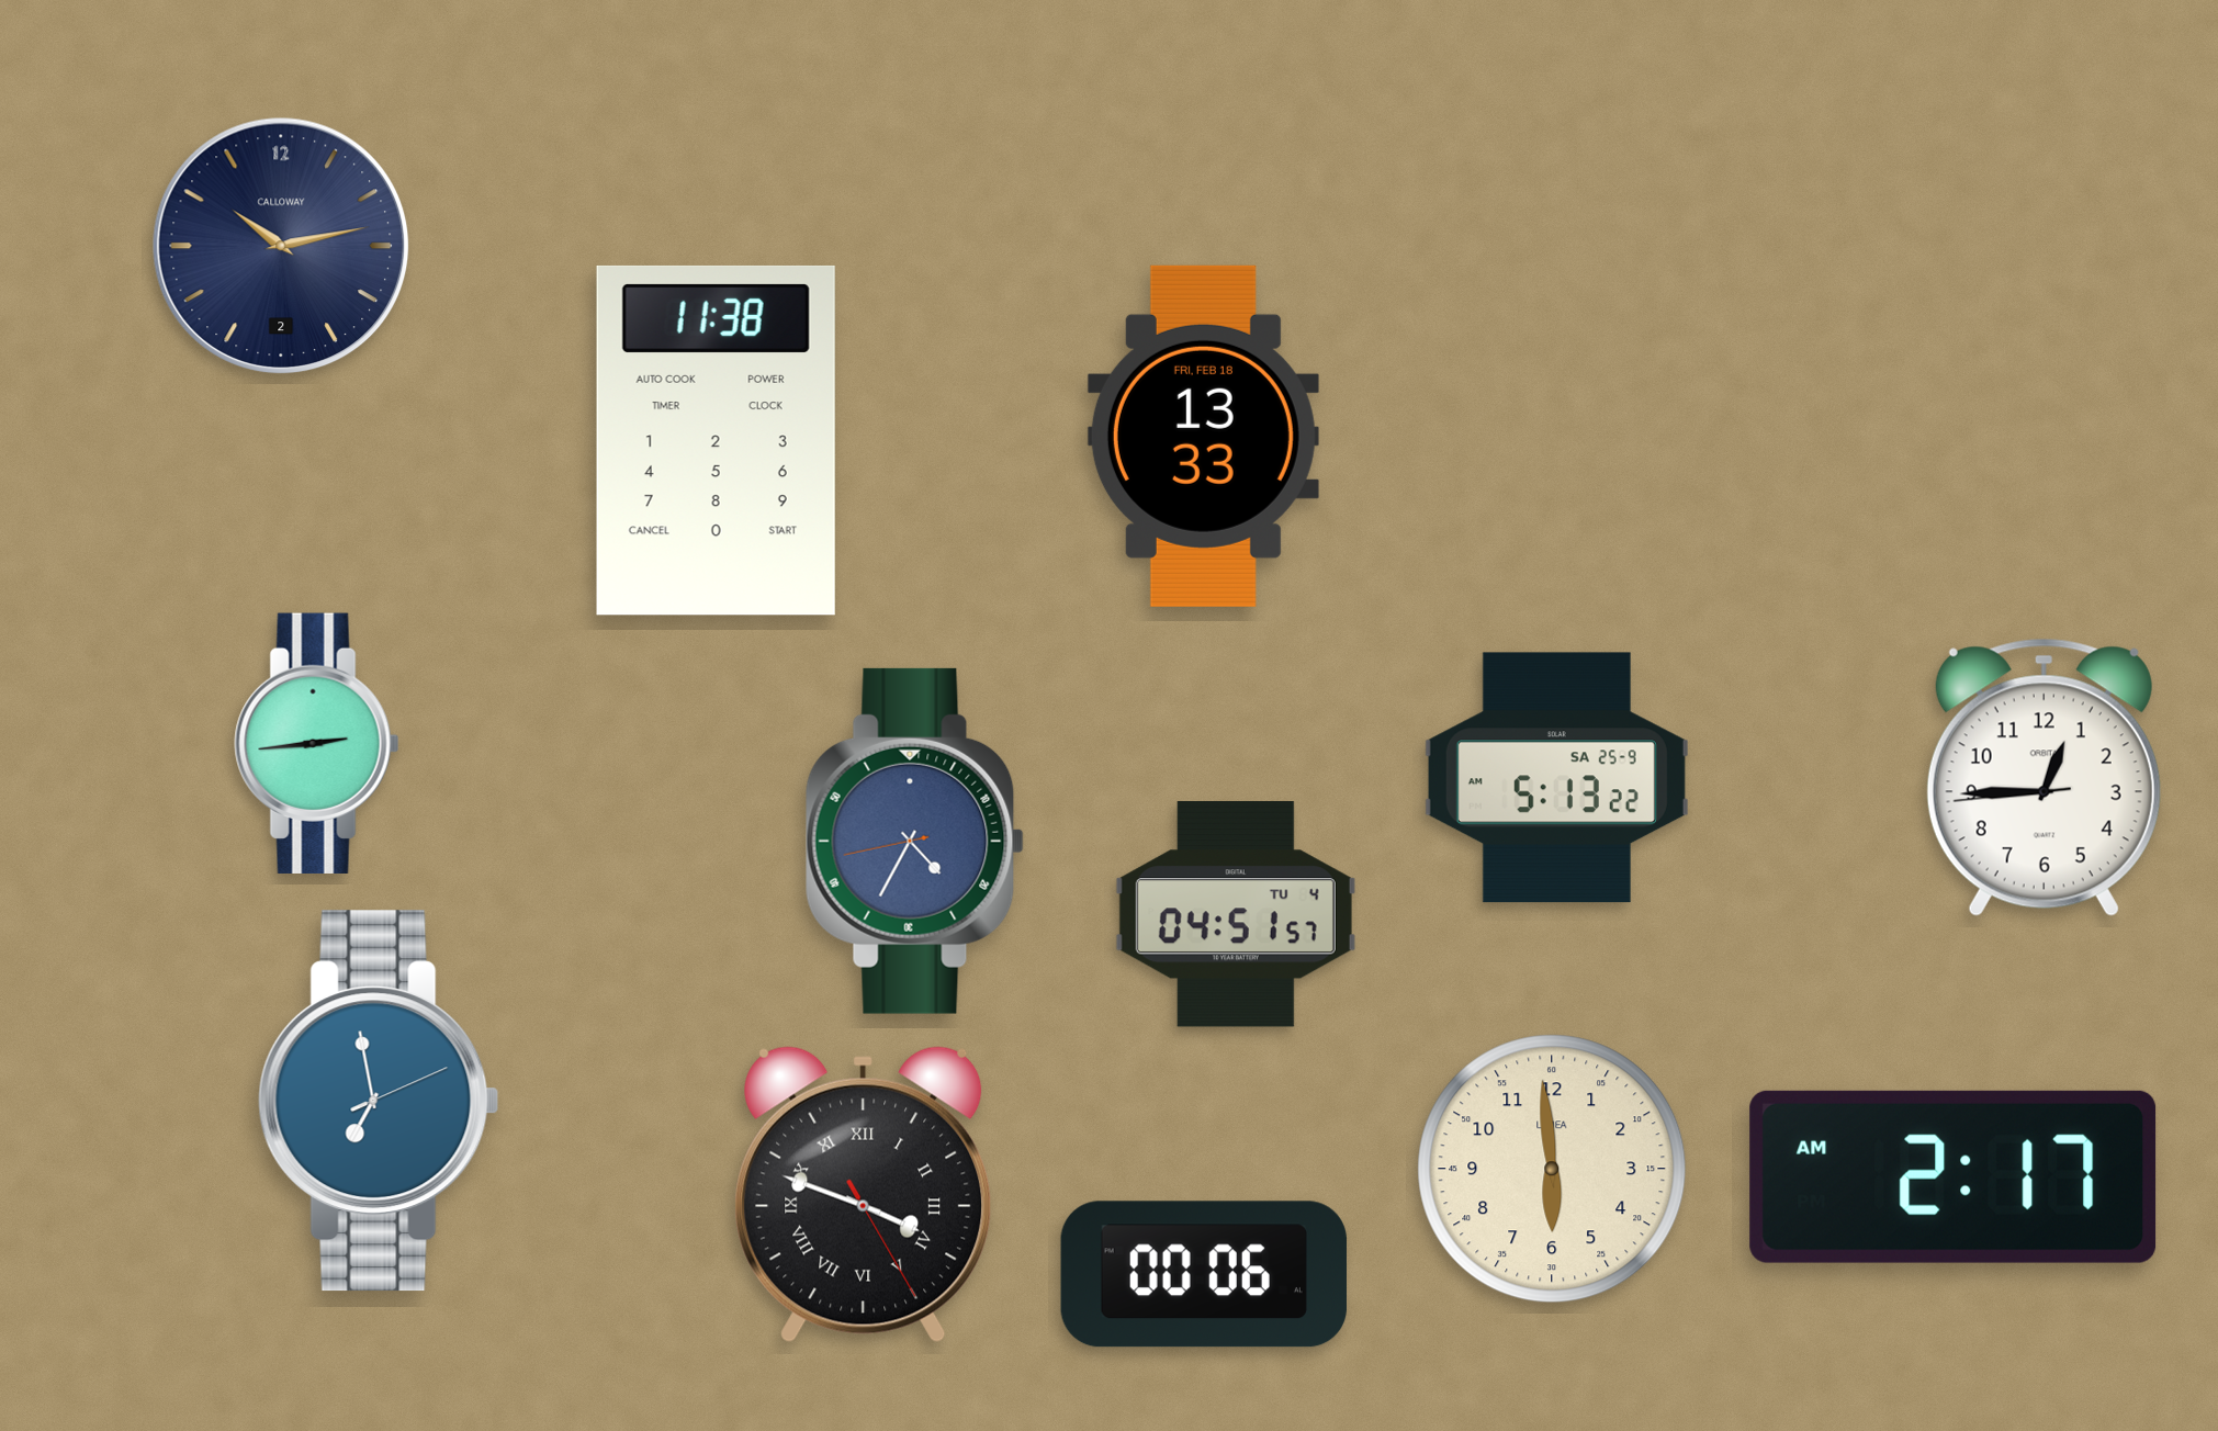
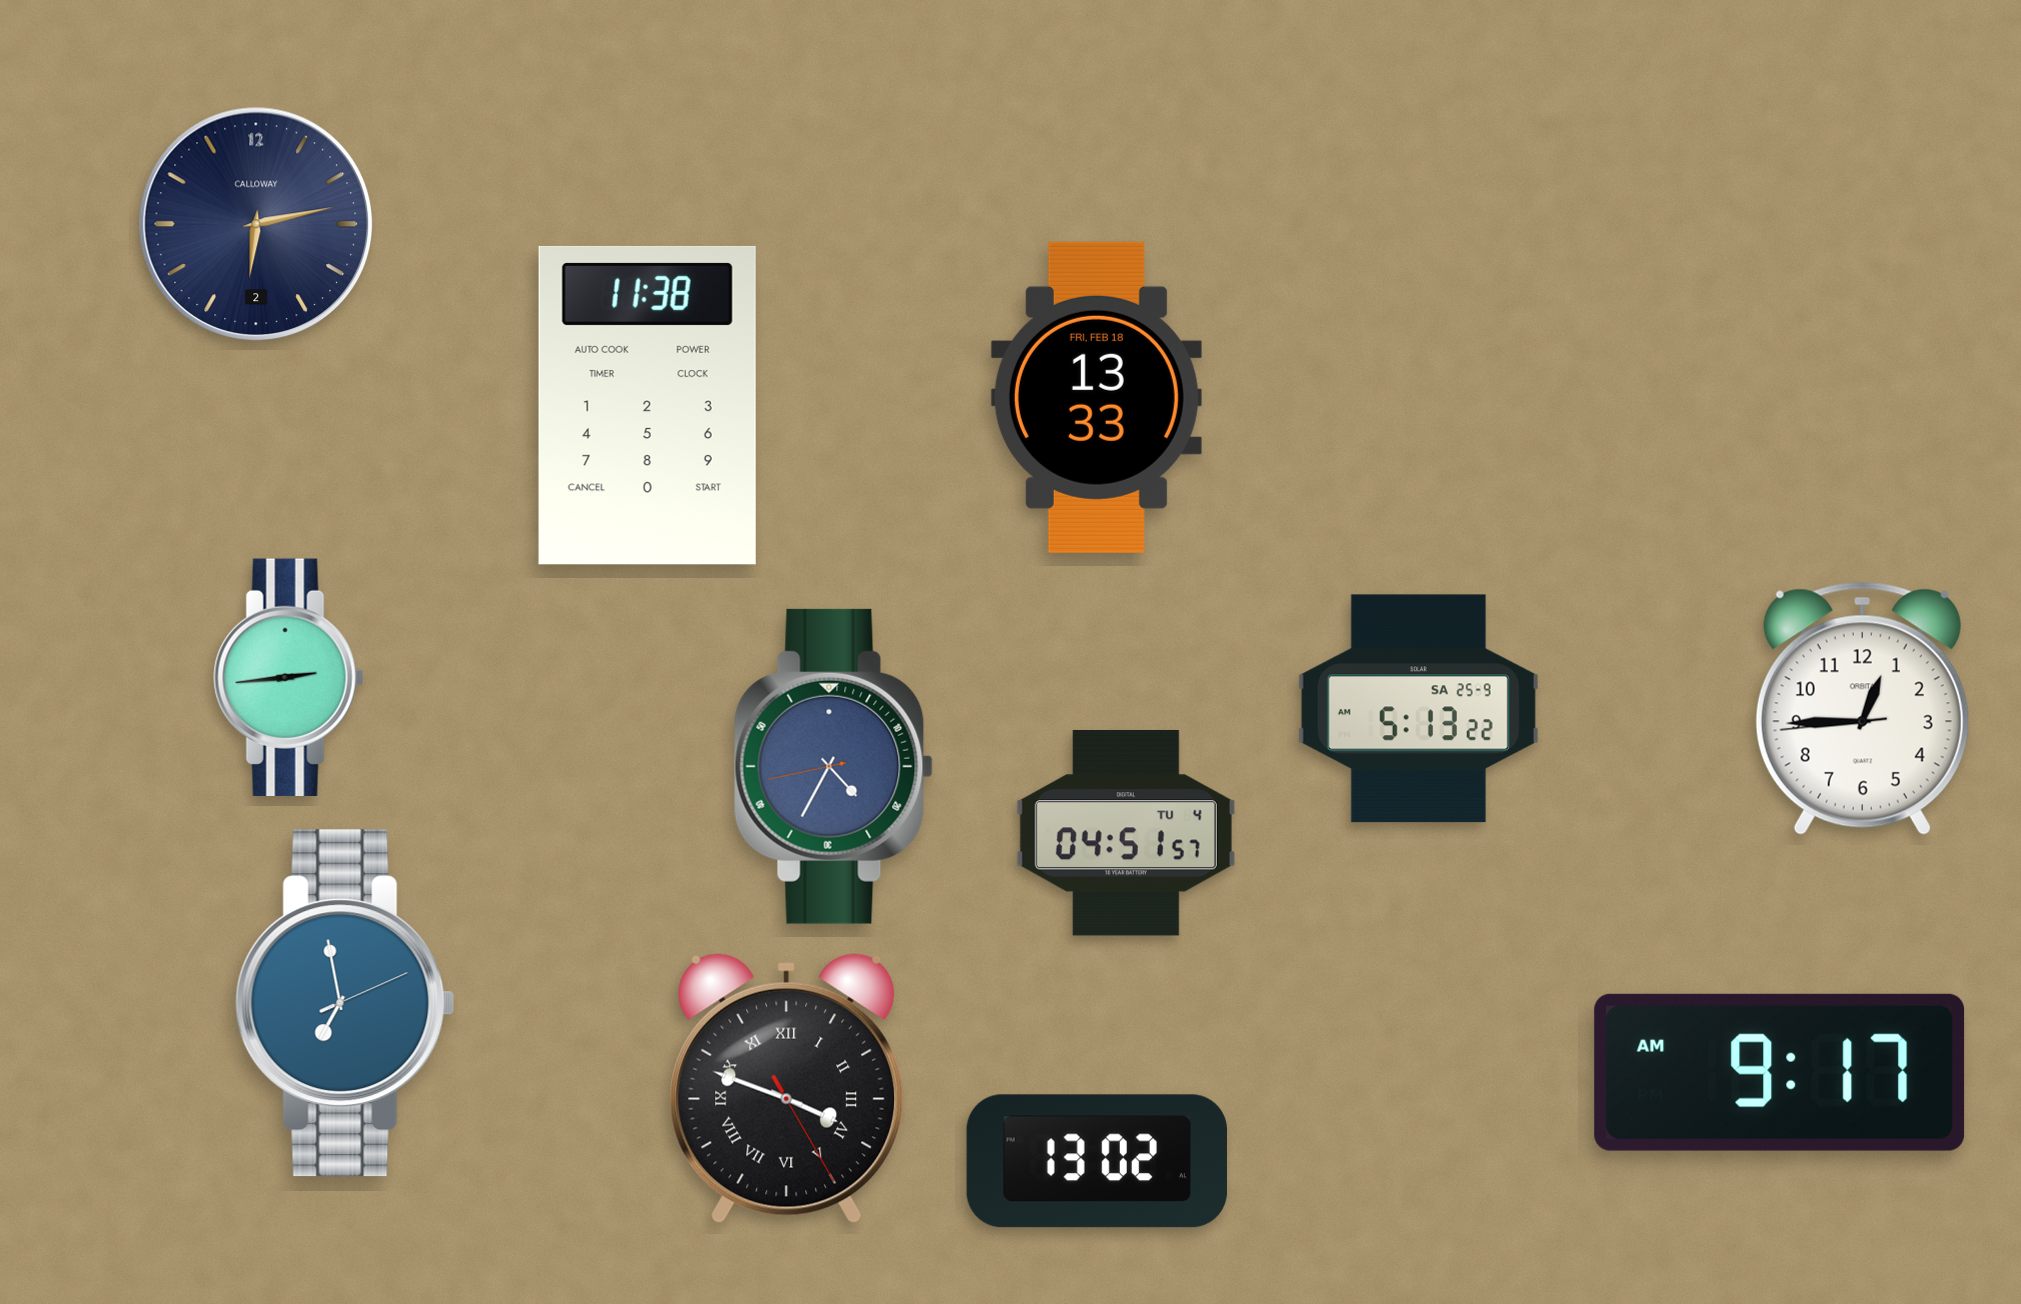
clock at (281, 246): 10:13 -> 6:13
clock at (716, 440) position: (716, 440) -> (647, 405)
clock at (1552, 1169): 5:59 -> none
clock at (1954, 1176): 2:17 -> 9:17
clock at (1204, 1274): 00:06 -> 13:02
